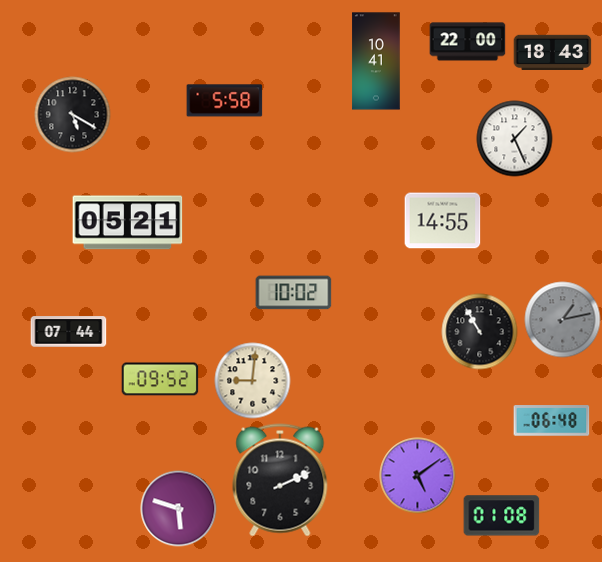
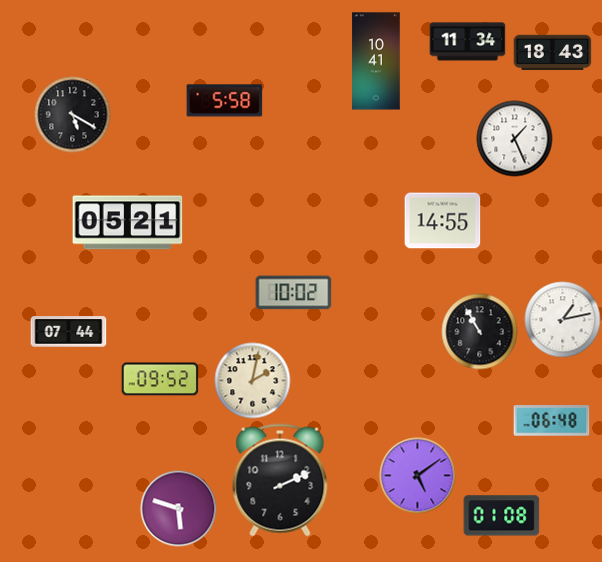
clock at (468, 42): 22:00 -> 11:34
clock at (563, 320) dial: grey -> white
clock at (253, 381): 9:01 -> 2:02
